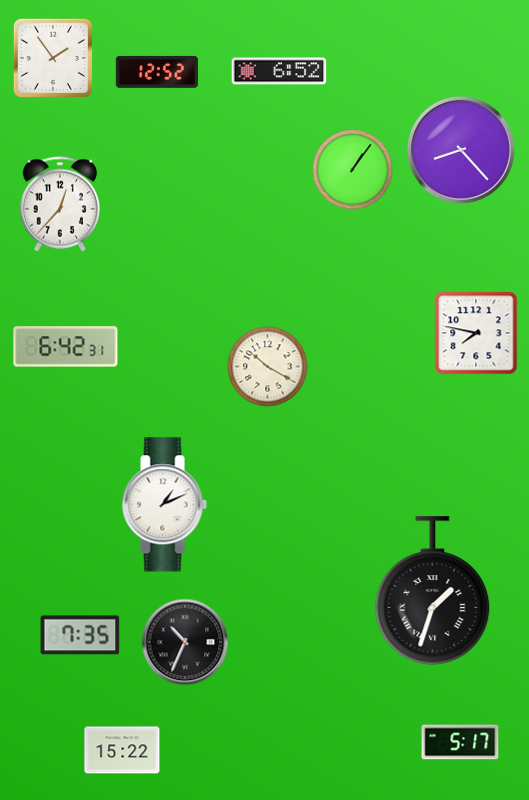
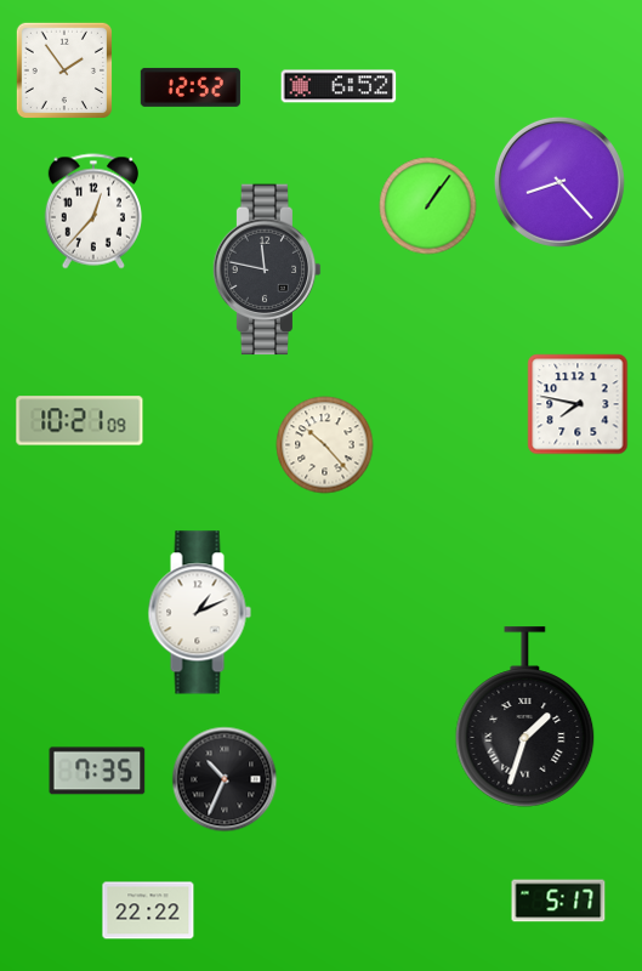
clock at (59, 204) position: (59, 204) -> (92, 211)
clock at (267, 269): none -> 11:47
clock at (66, 347): 6:42 -> 10:21
clock at (268, 367): 10:20 -> 10:23
clock at (122, 750): 15:22 -> 22:22
